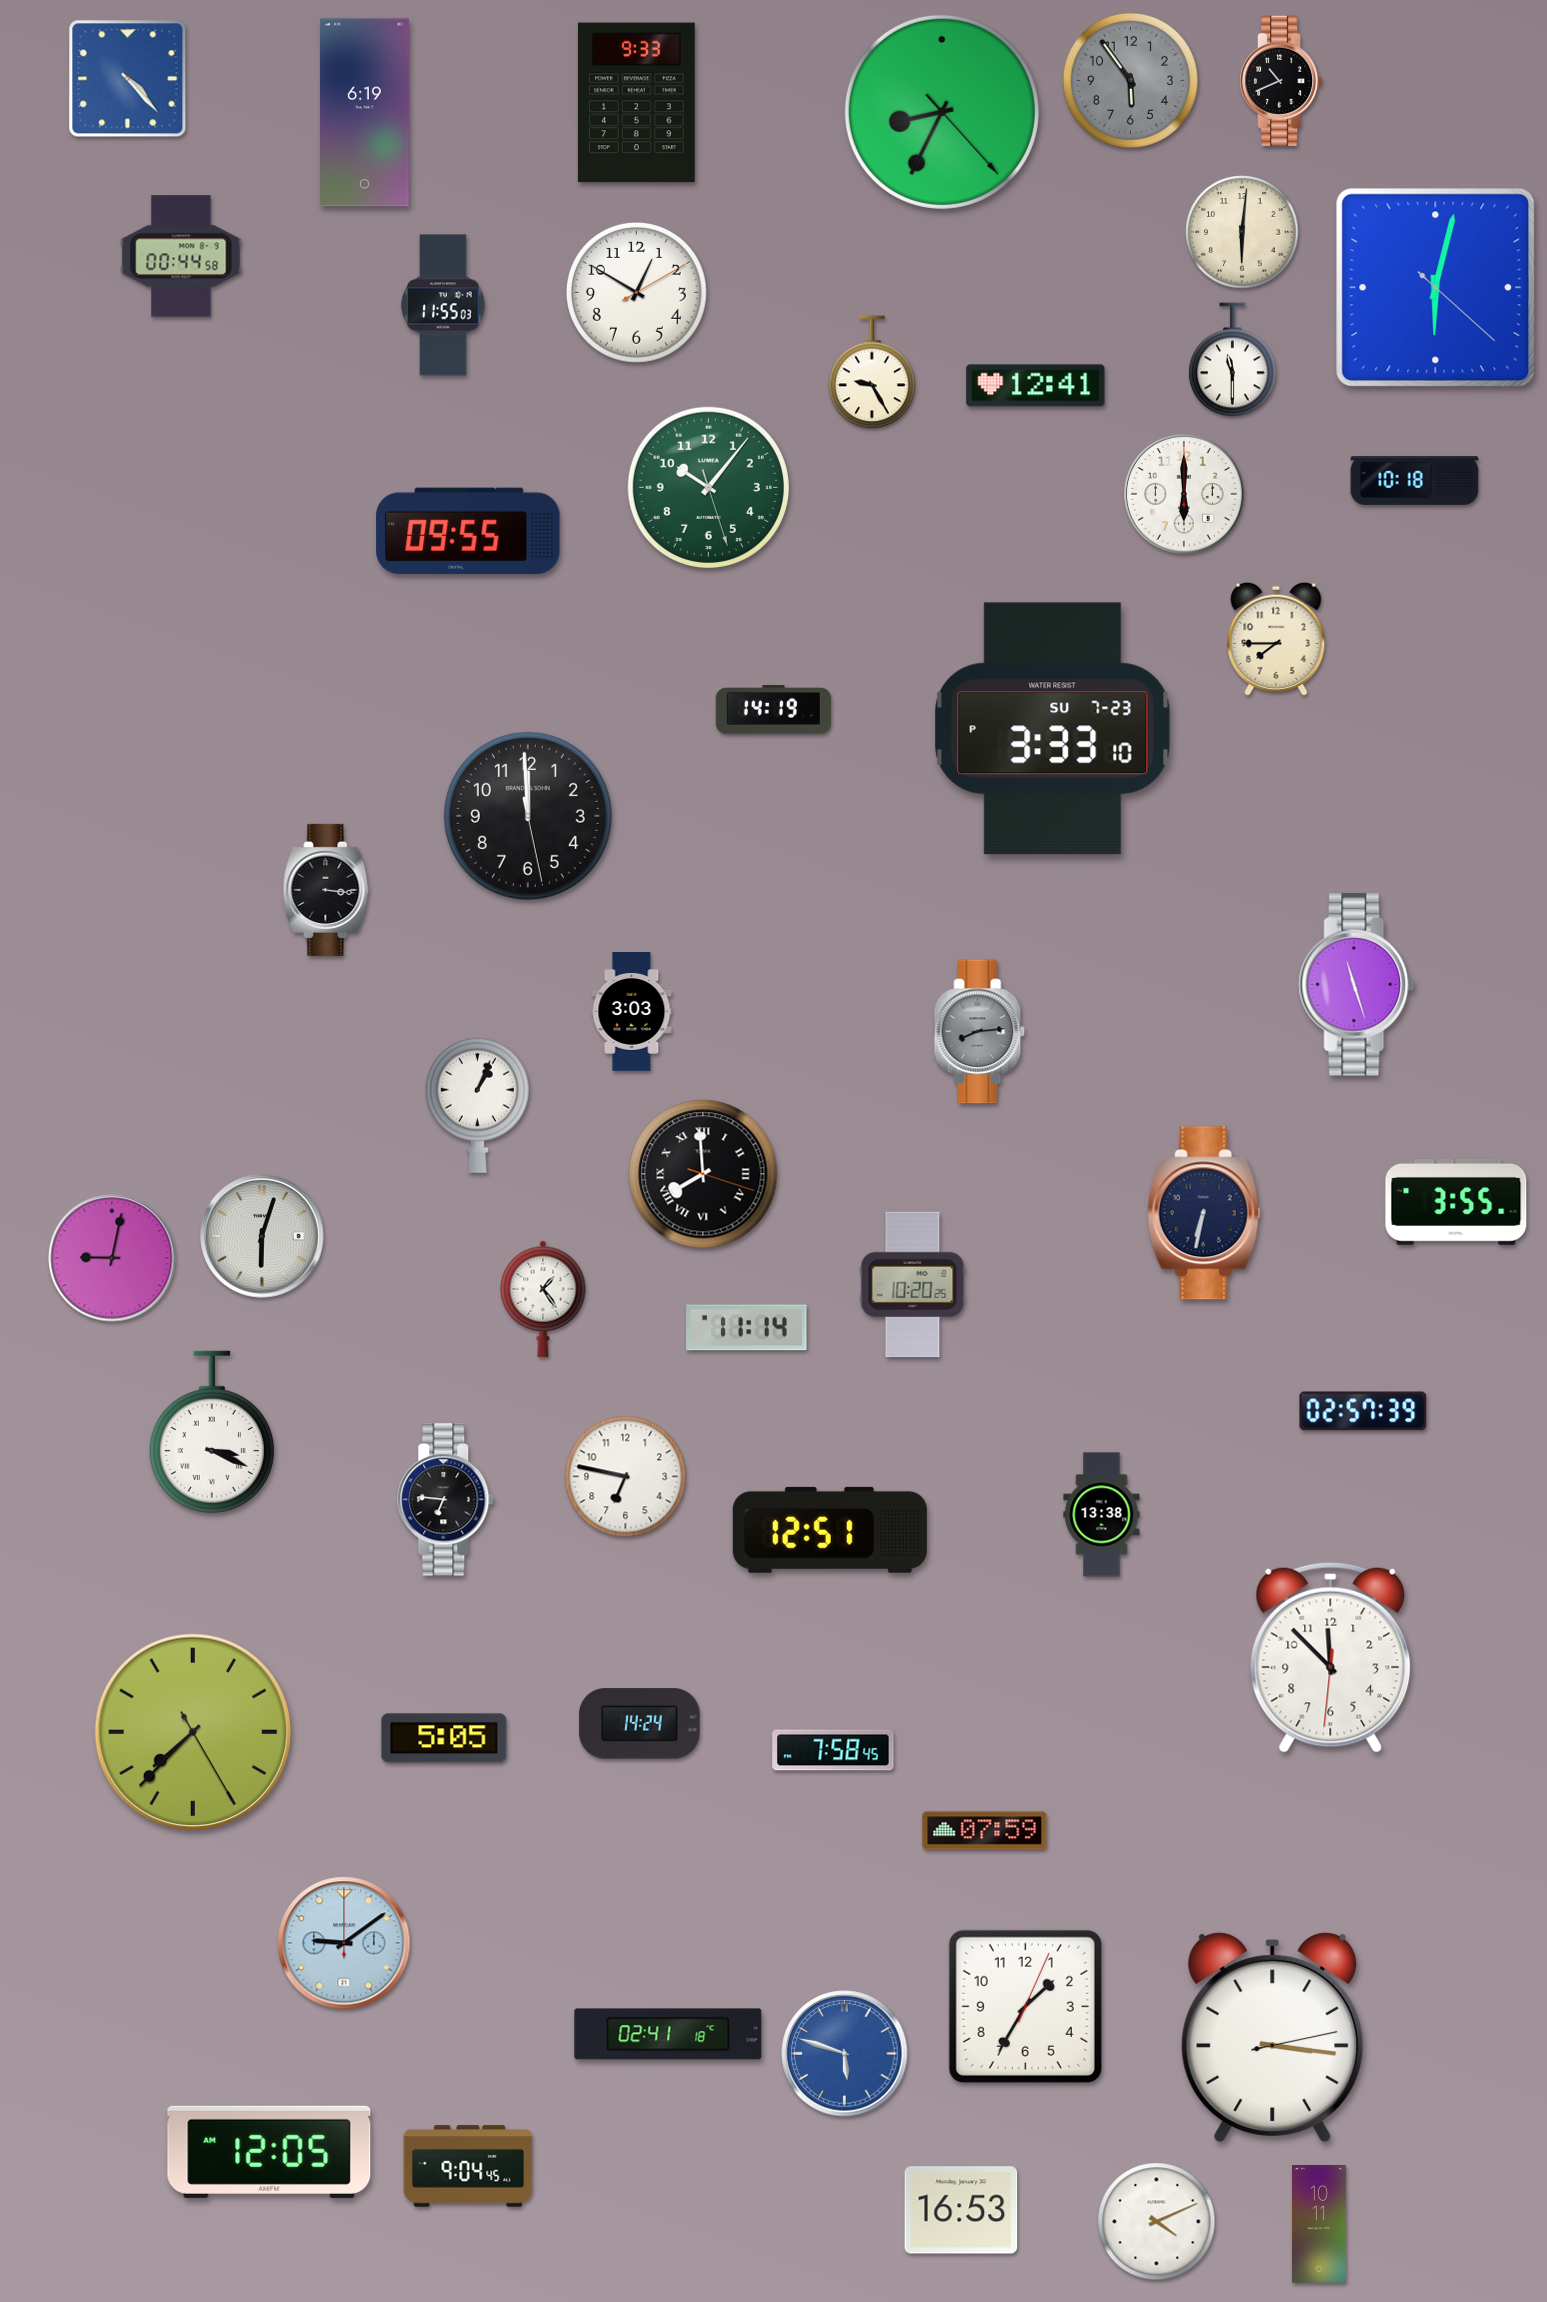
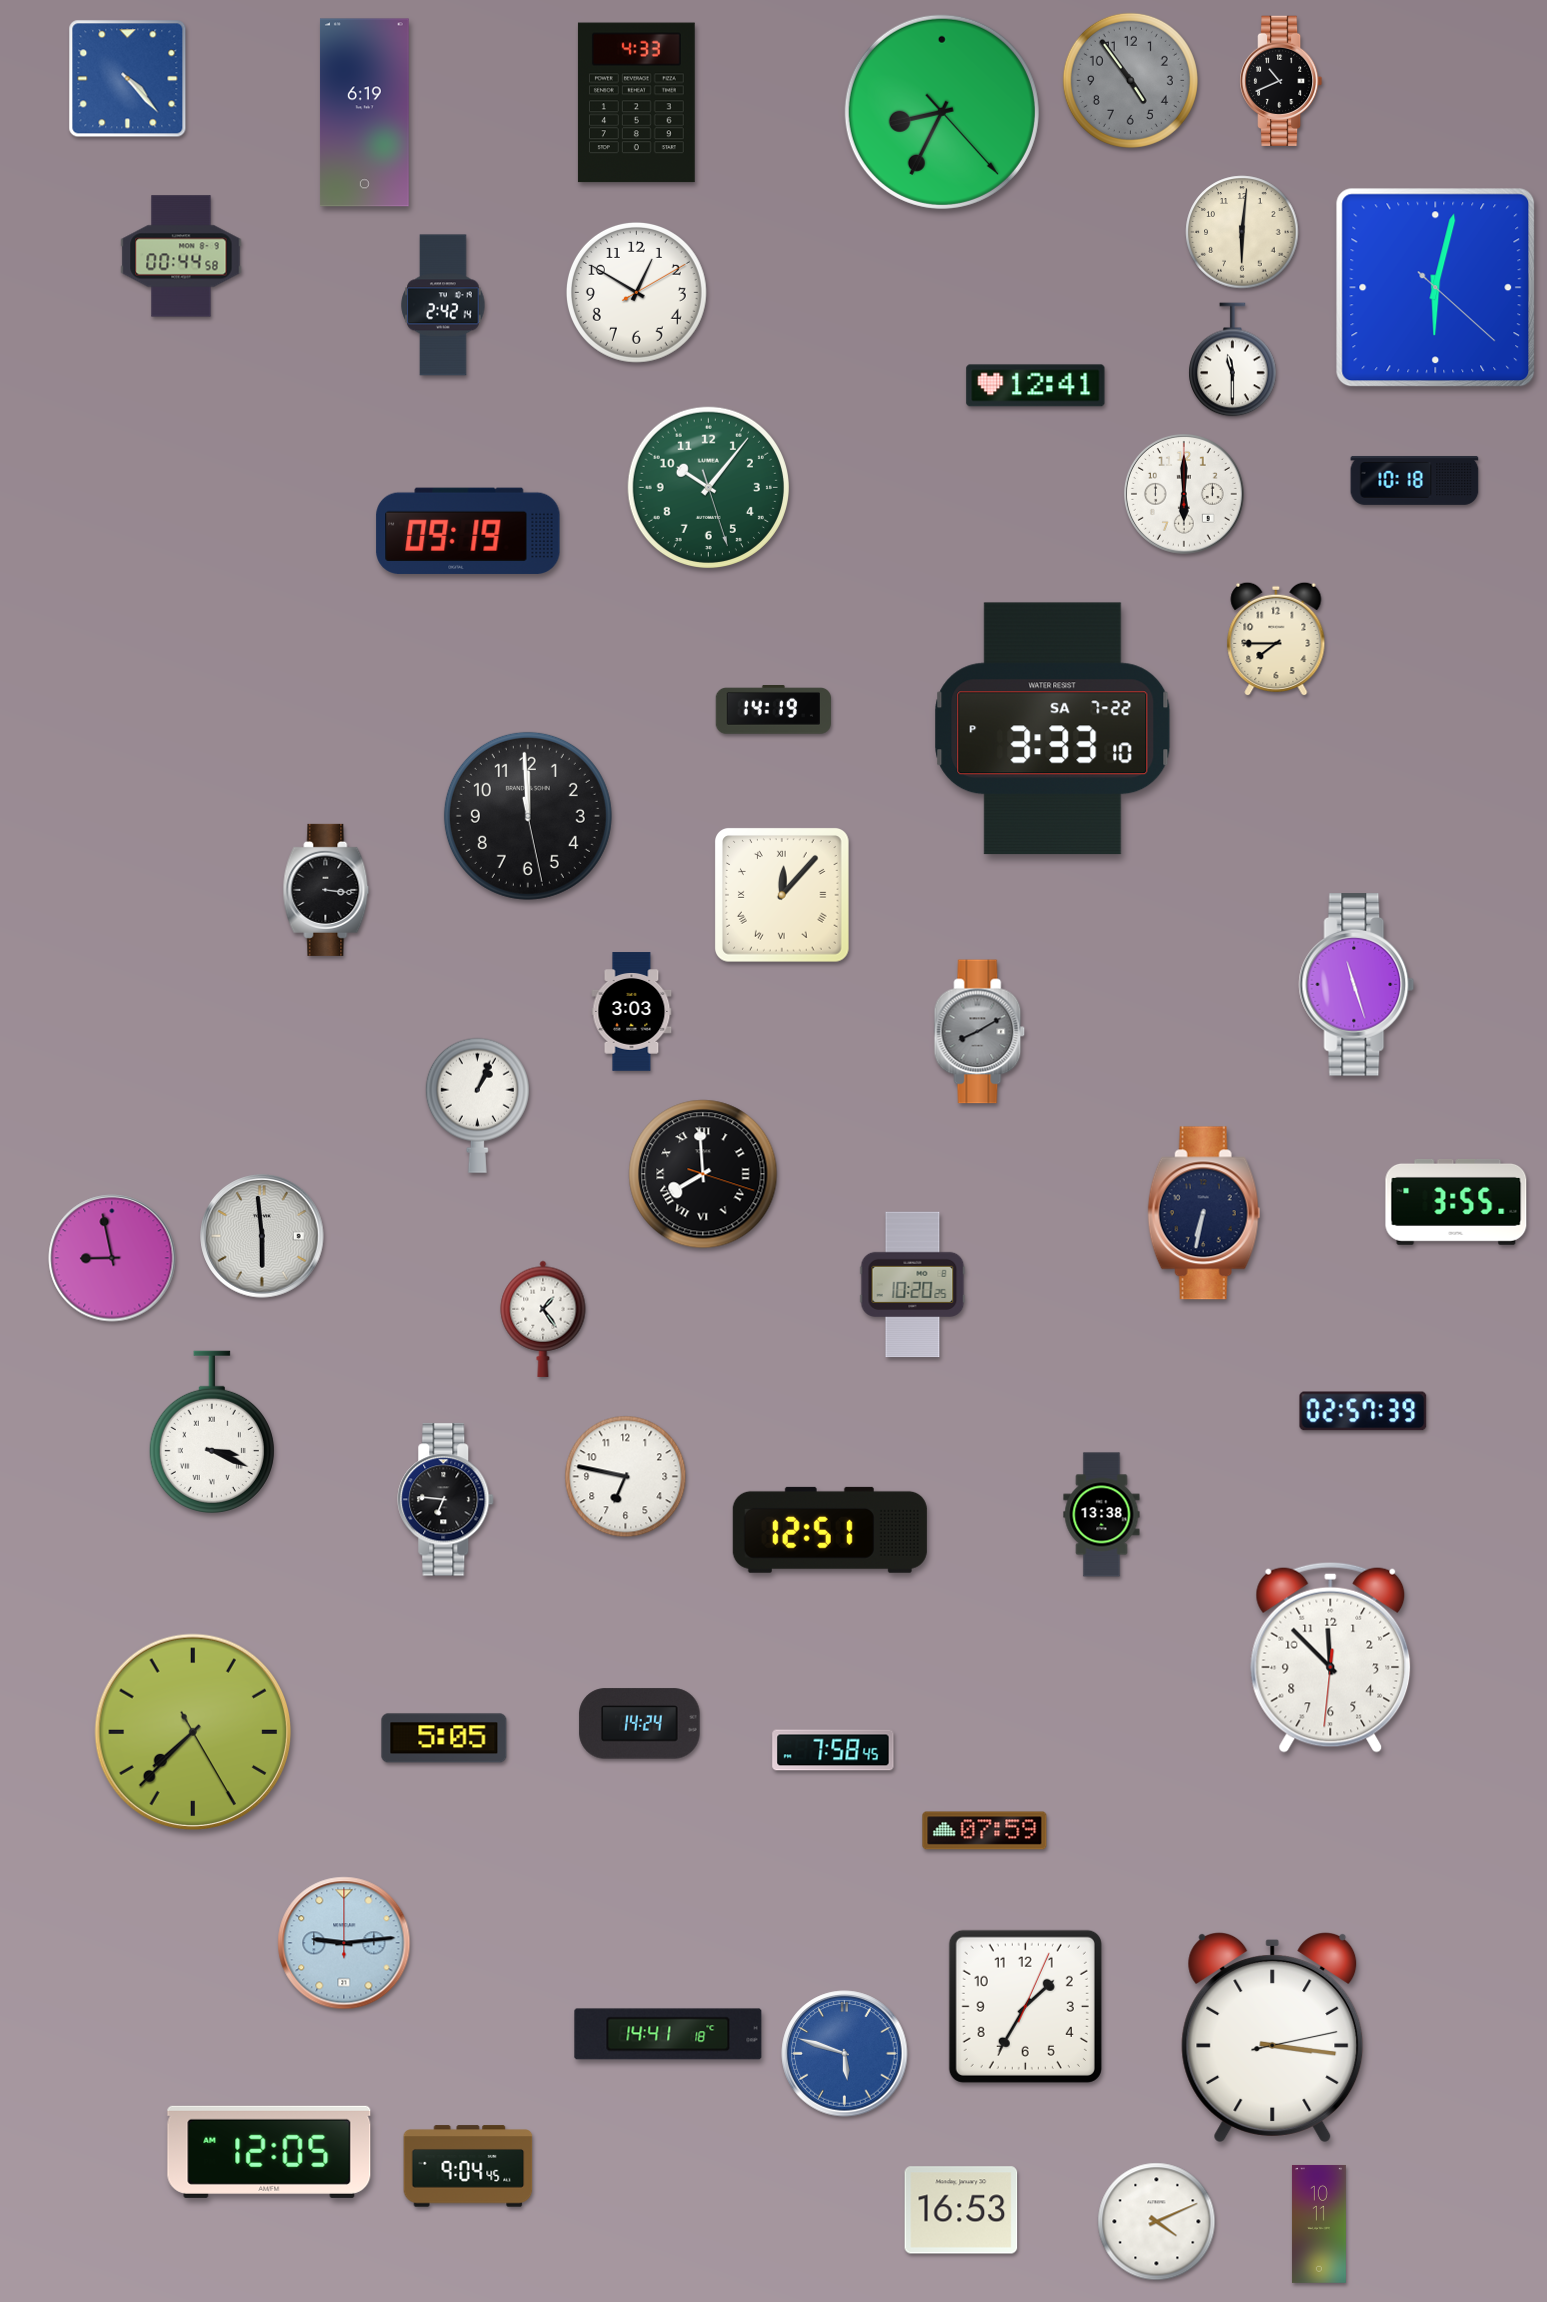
clock at (1130, 80): 5:54 -> 4:54
clock at (636, 103): 9:33 -> 4:33
clock at (443, 305): 11:55 -> 2:42
clock at (872, 372): 9:25 -> none
clock at (468, 530): 09:55 -> 09:19
clock at (1053, 729) date: SU 7-23 -> SA 7-22
clock at (783, 896): none -> 12:07
clock at (980, 1032): 8:14 -> 8:10
clock at (262, 1236): 6:03 -> 5:59
clock at (112, 1258): 9:02 -> 8:58
clock at (543, 1299) position: (543, 1299) -> (543, 1319)
clock at (747, 1328): 11:14 -> none
clock at (344, 1943): 9:09 -> 9:14
clock at (668, 2034): 02:41 -> 14:41
